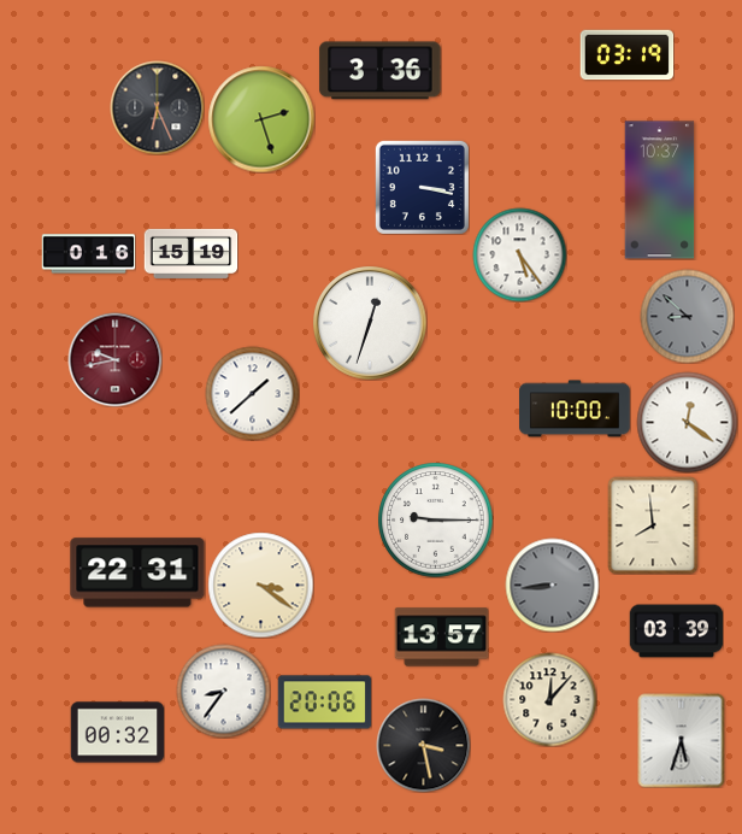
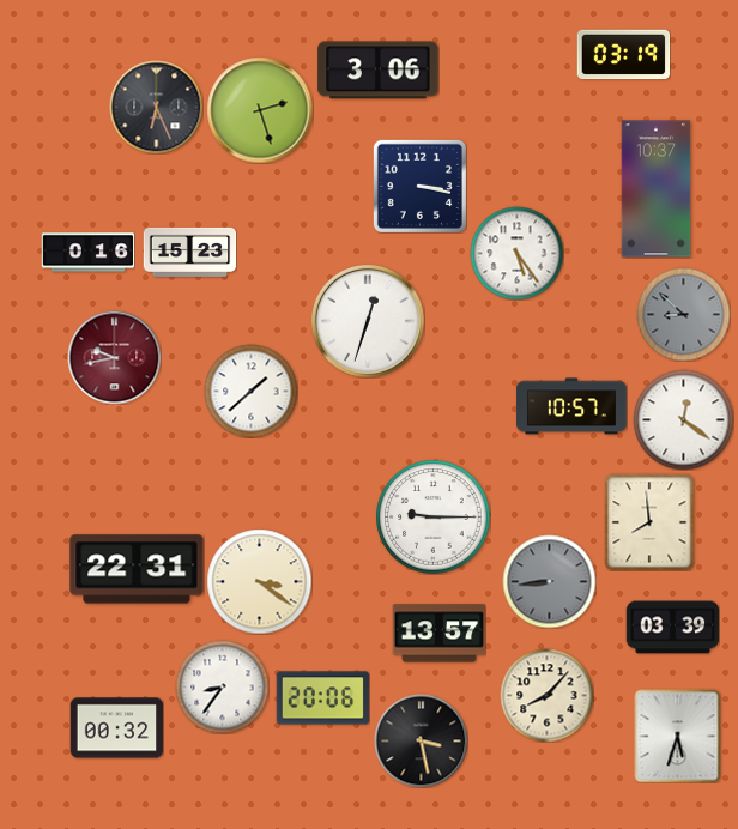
clock at (381, 71): 3:36 -> 3:06
clock at (261, 119) position: (261, 119) -> (260, 110)
clock at (190, 253): 15:19 -> 15:23
clock at (576, 409): 10:00 -> 10:57
clock at (549, 699): 12:07 -> 8:07
